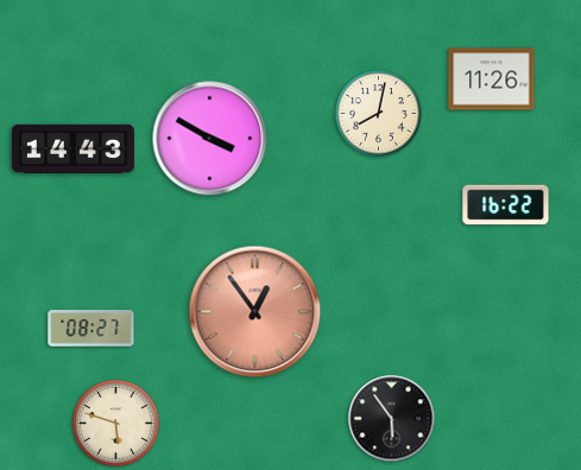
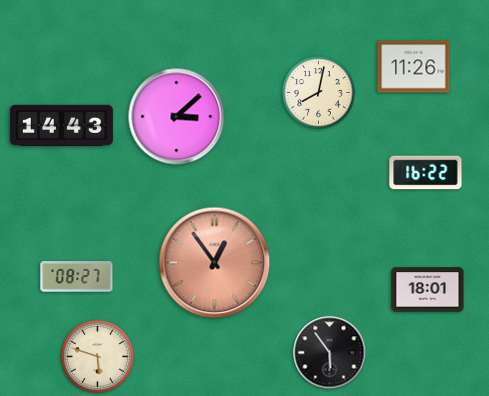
clock at (379, 114) position: (379, 114) -> (319, 93)
clock at (210, 139): 3:50 -> 3:08
clock at (428, 290): none -> 18:01
